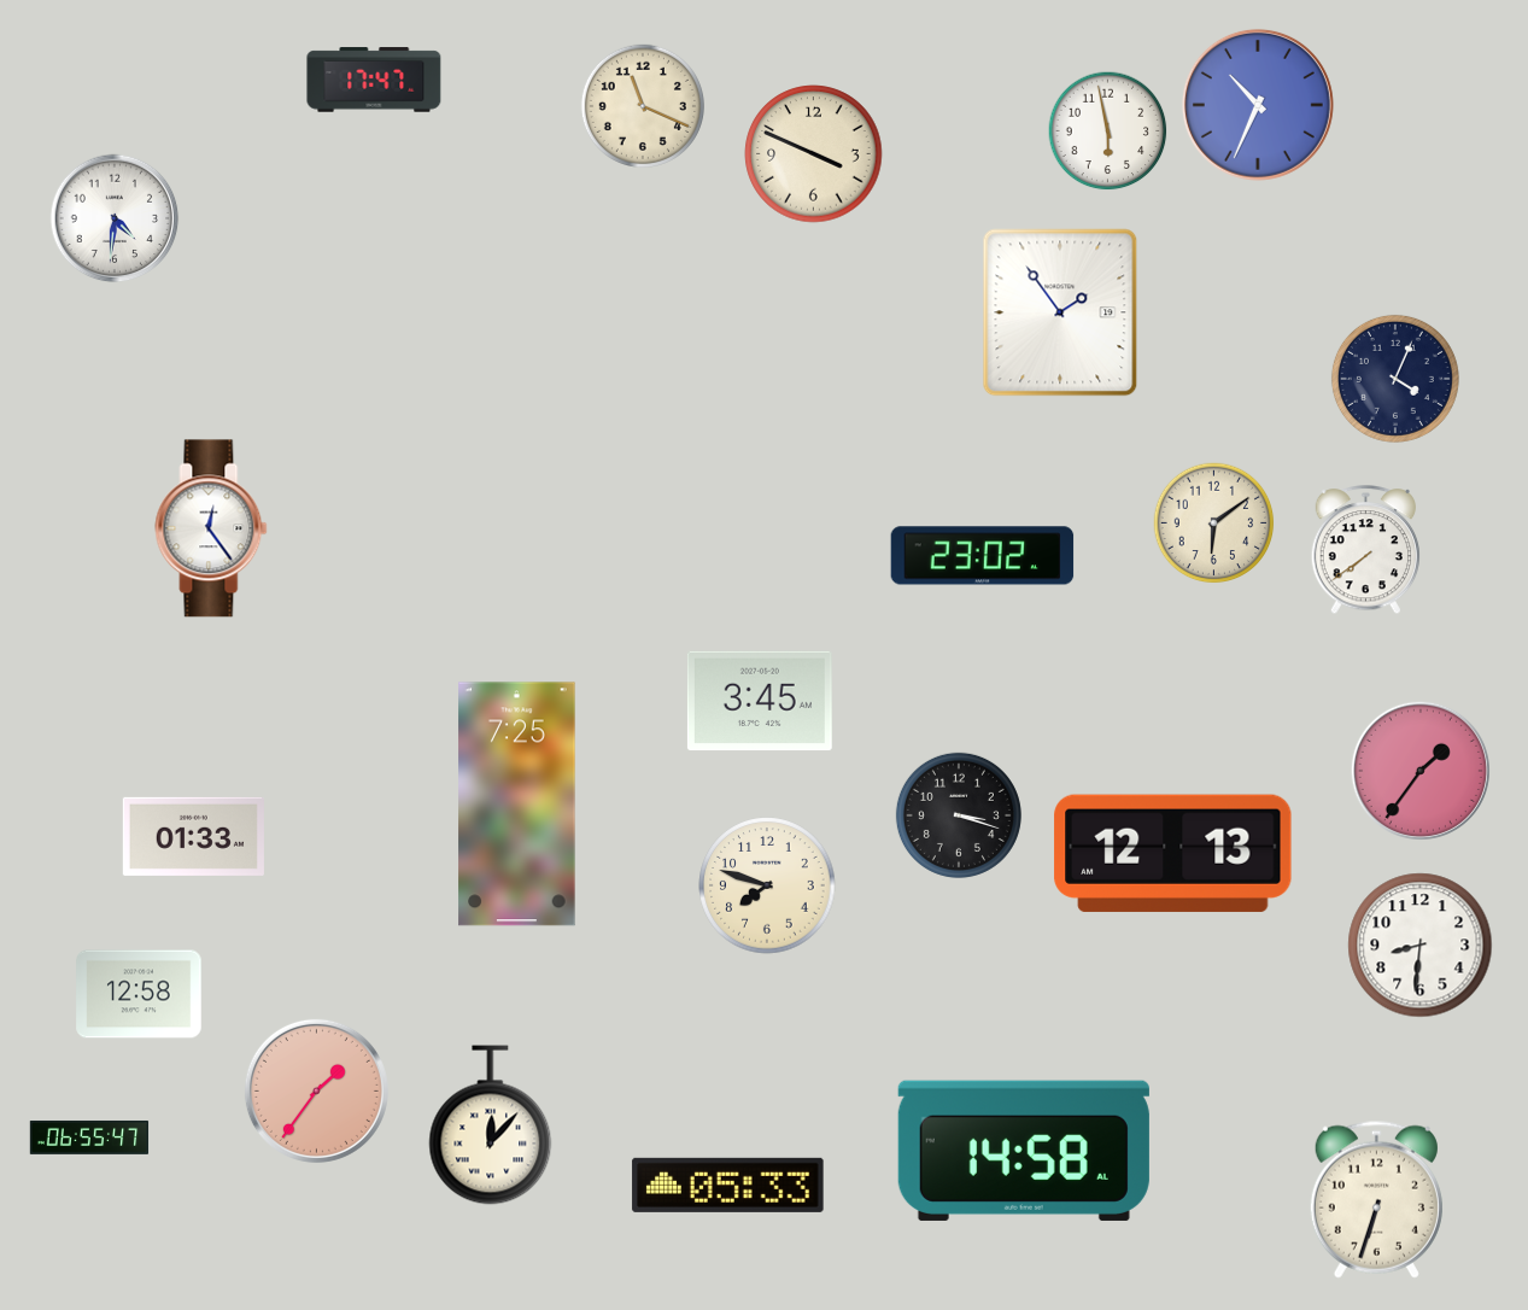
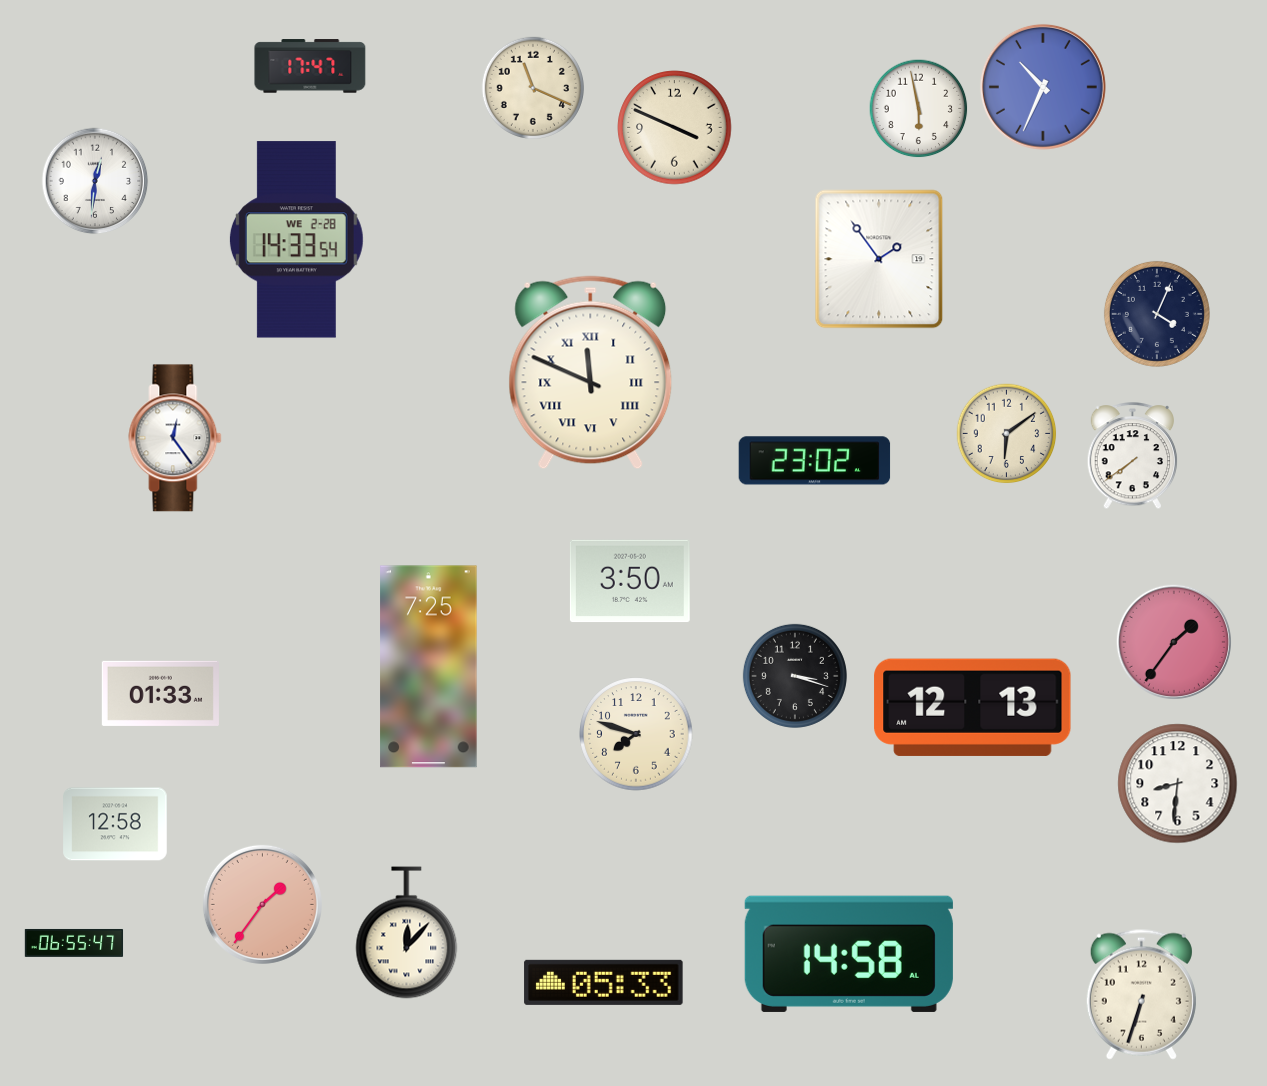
clock at (115, 218): 4:31 -> 12:31
clock at (296, 240): none -> 14:33
clock at (591, 373): none -> 11:49
clock at (760, 701): 3:45 -> 3:50
clock at (1421, 771) position: (1421, 771) -> (1174, 642)
